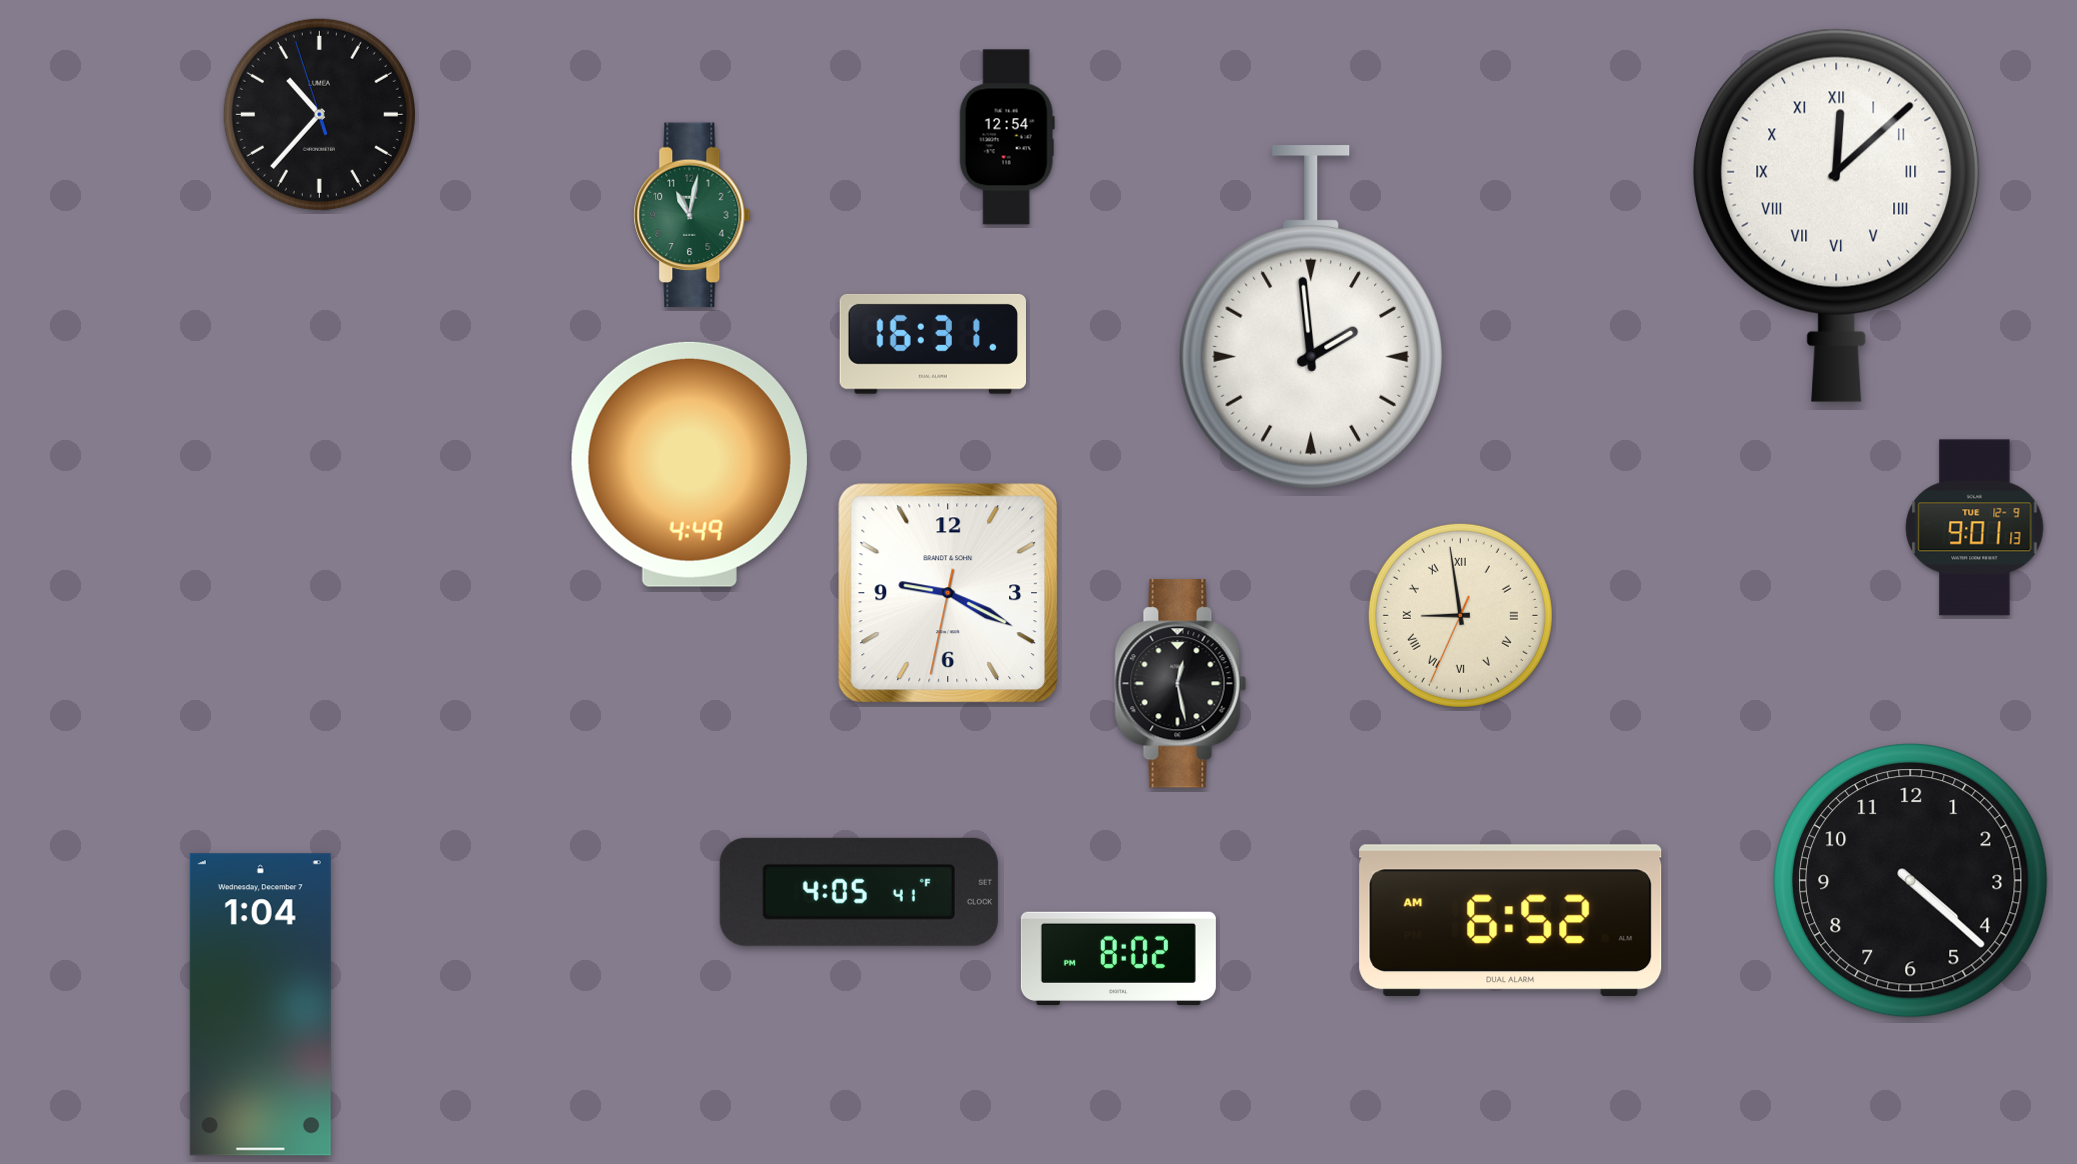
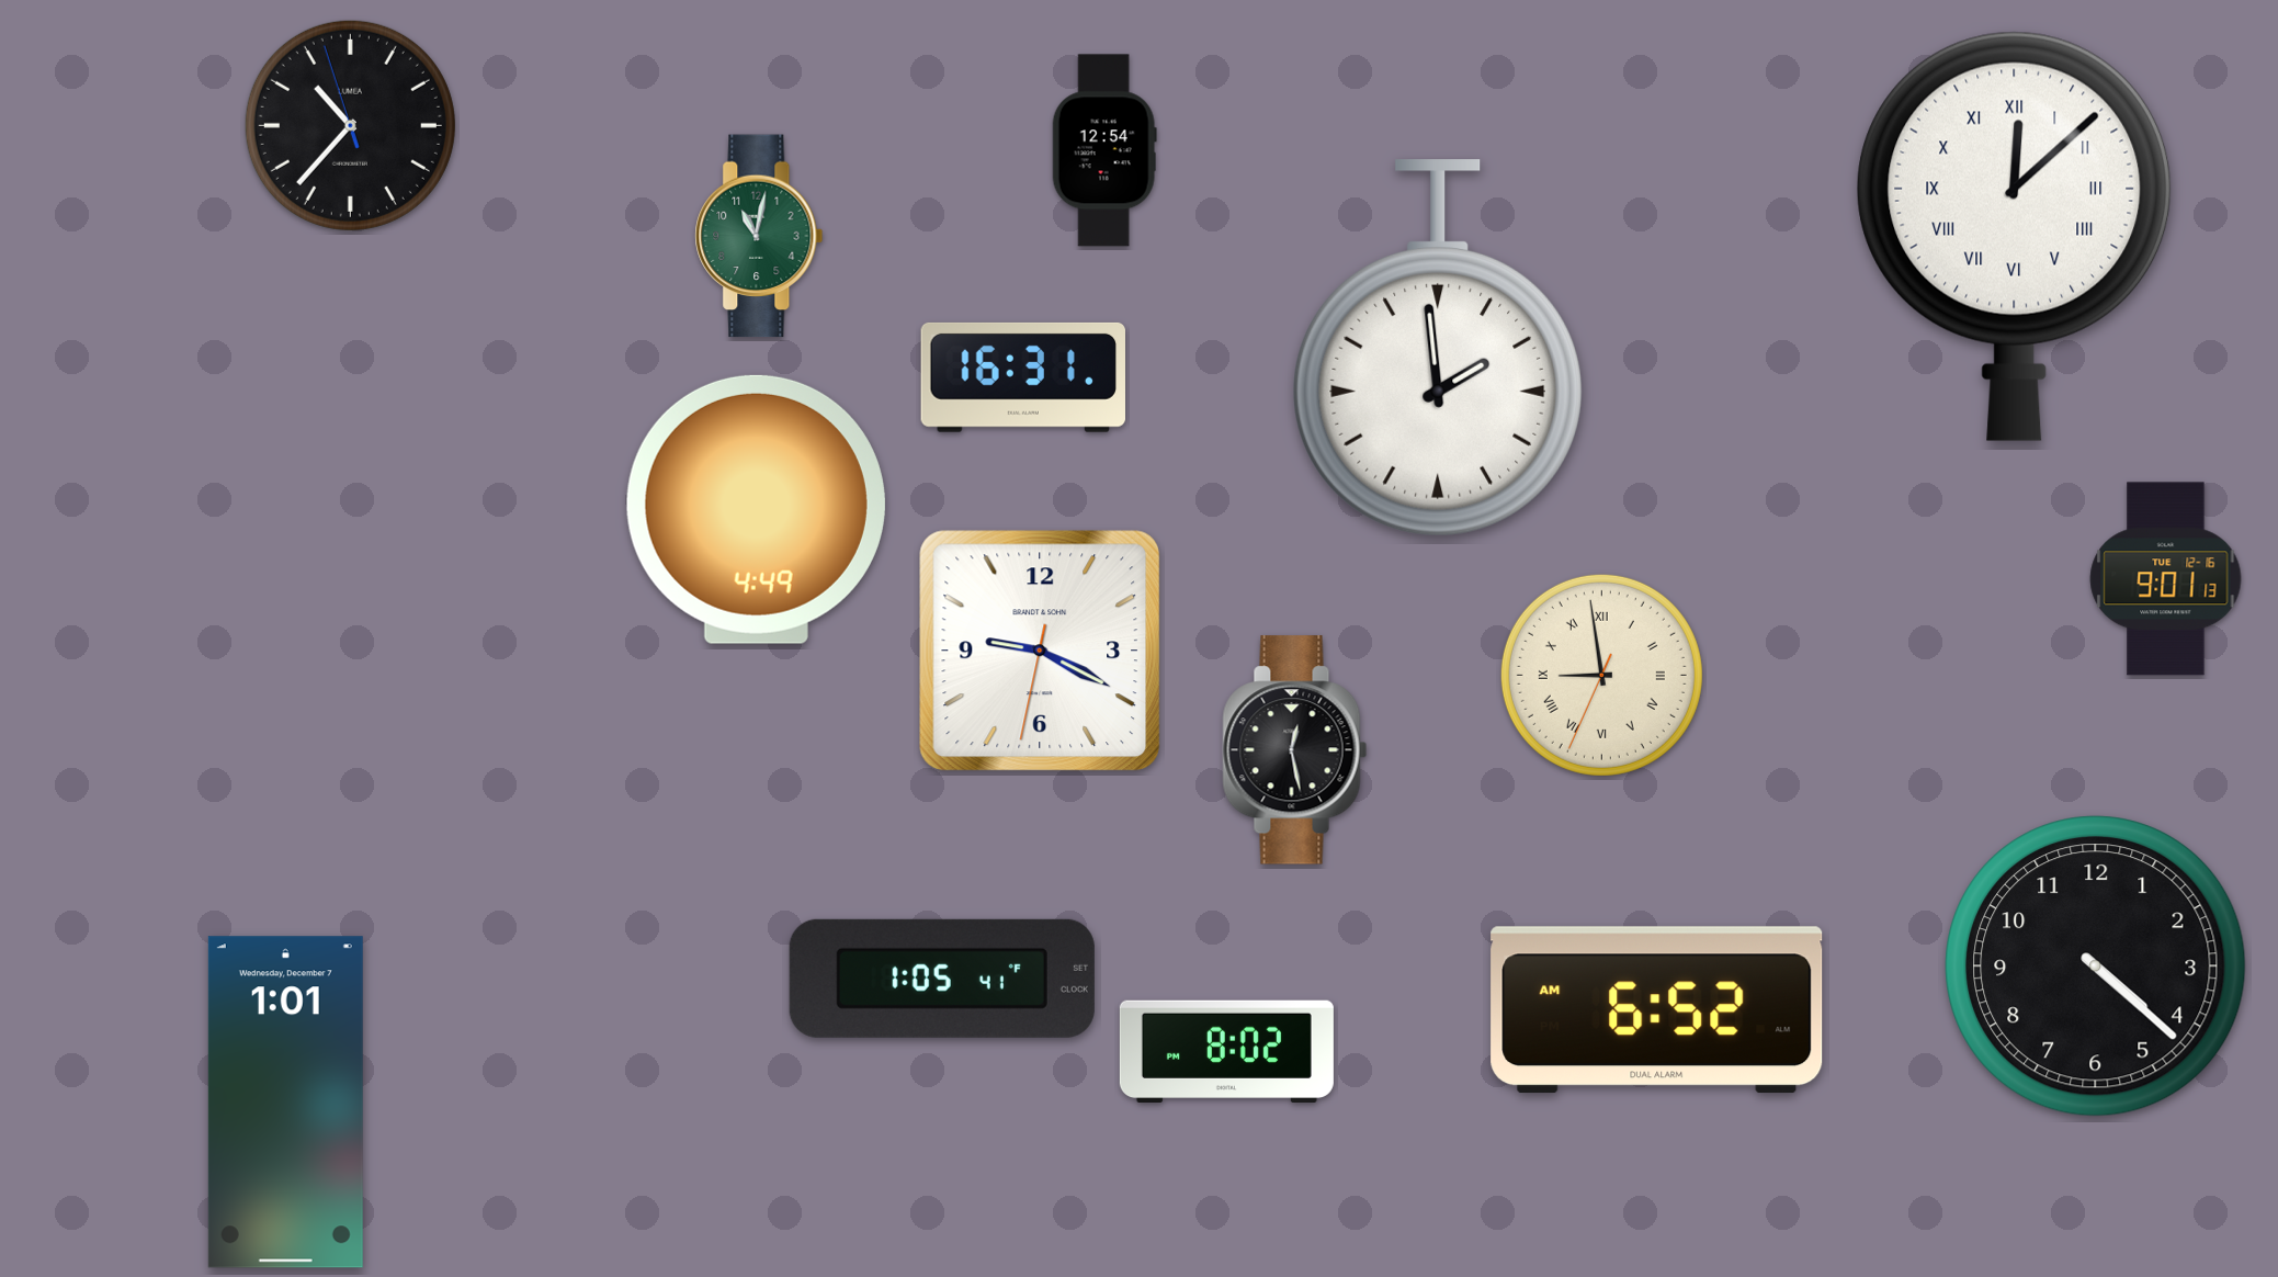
clock at (1975, 528) date: TUE 12-9 -> TUE 12-16
clock at (859, 892): 4:05 -> 1:05
clock at (260, 1005): 1:04 -> 1:01
